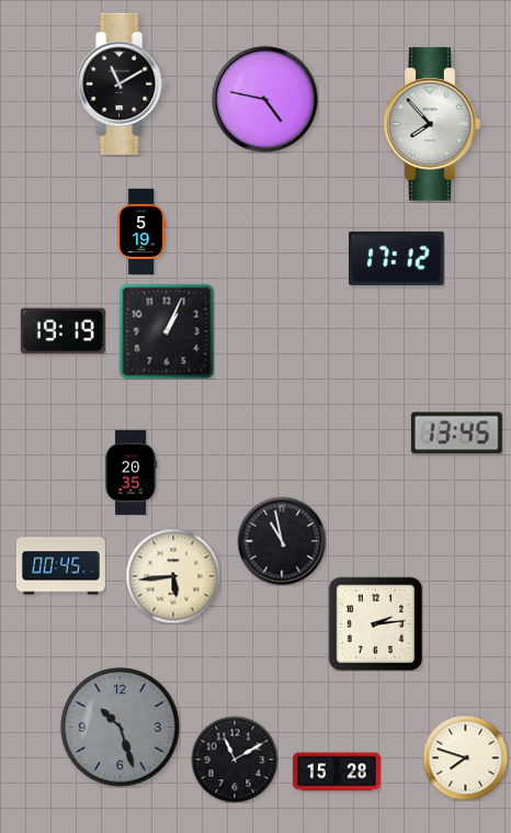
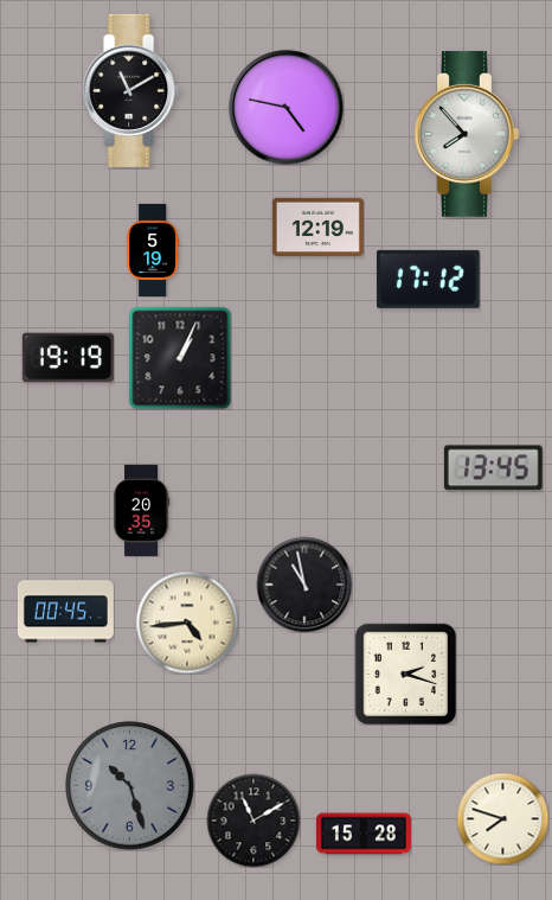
clock at (317, 226): none -> 12:19
clock at (173, 576): 5:44 -> 4:44
clock at (375, 623): 2:14 -> 2:18
